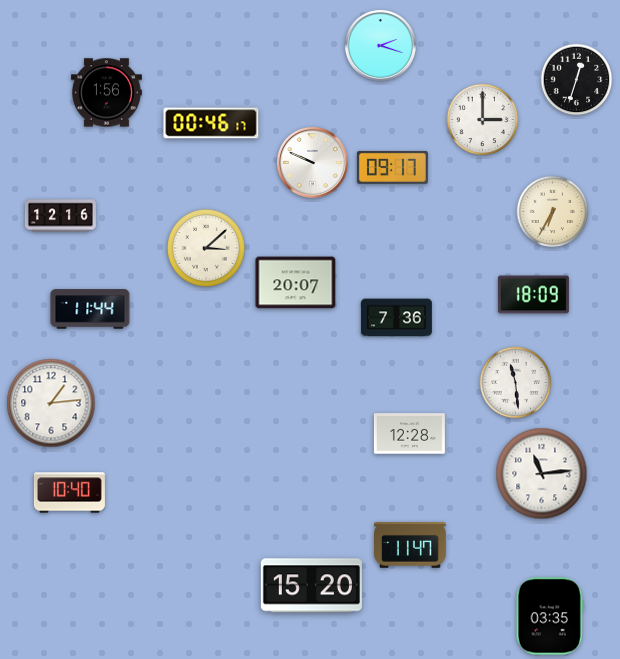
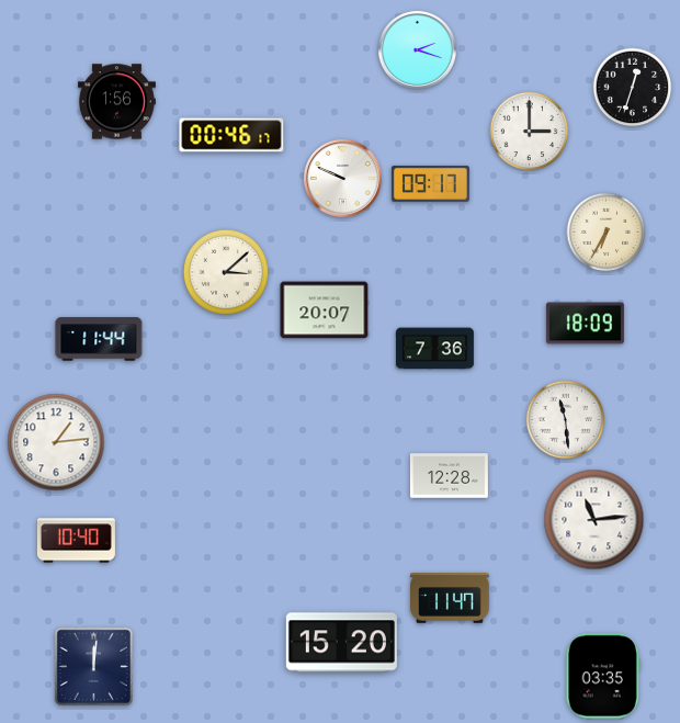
clock at (60, 216): 12:16 -> none
clock at (93, 666): none -> 12:01
